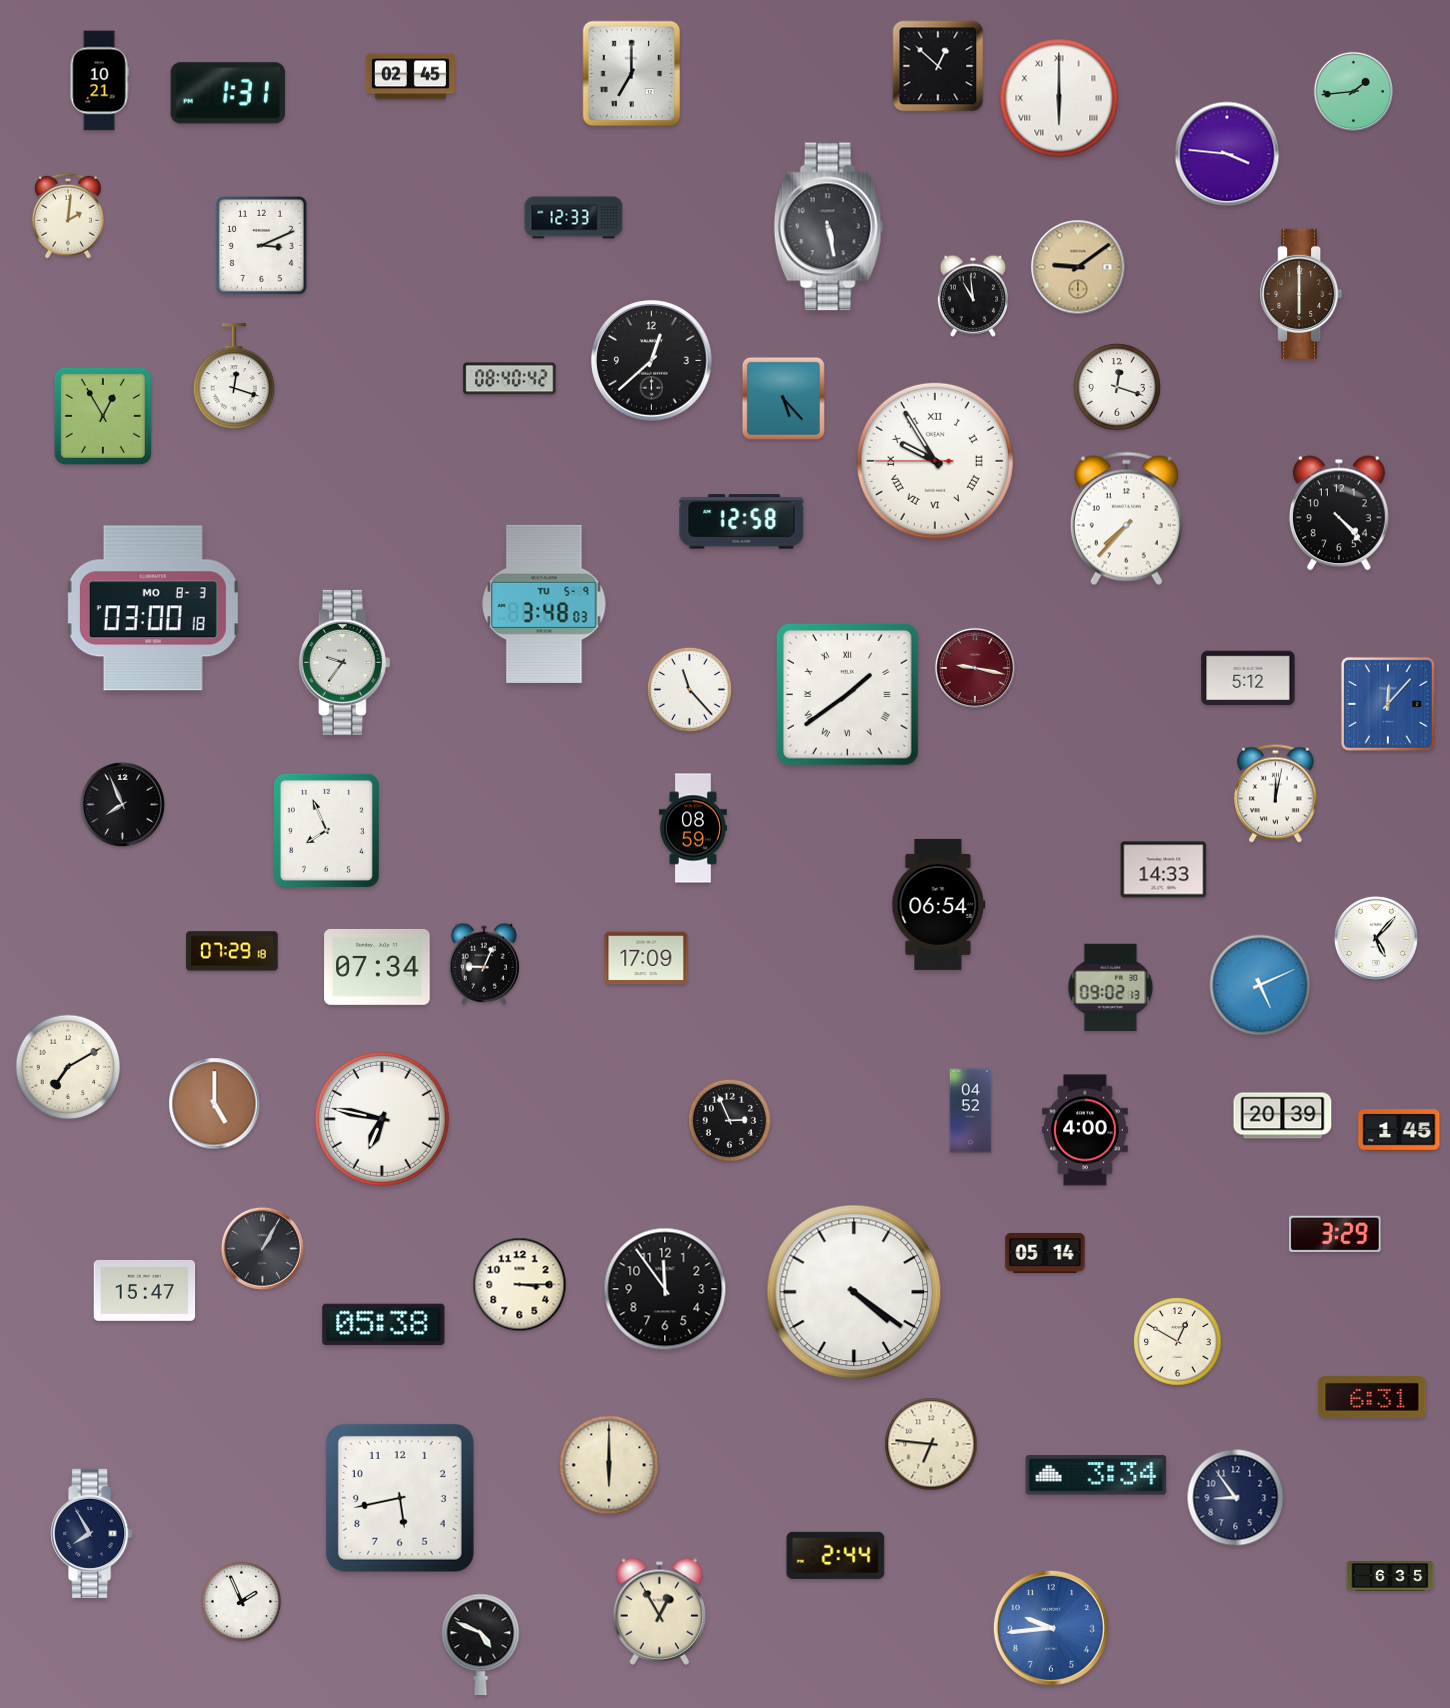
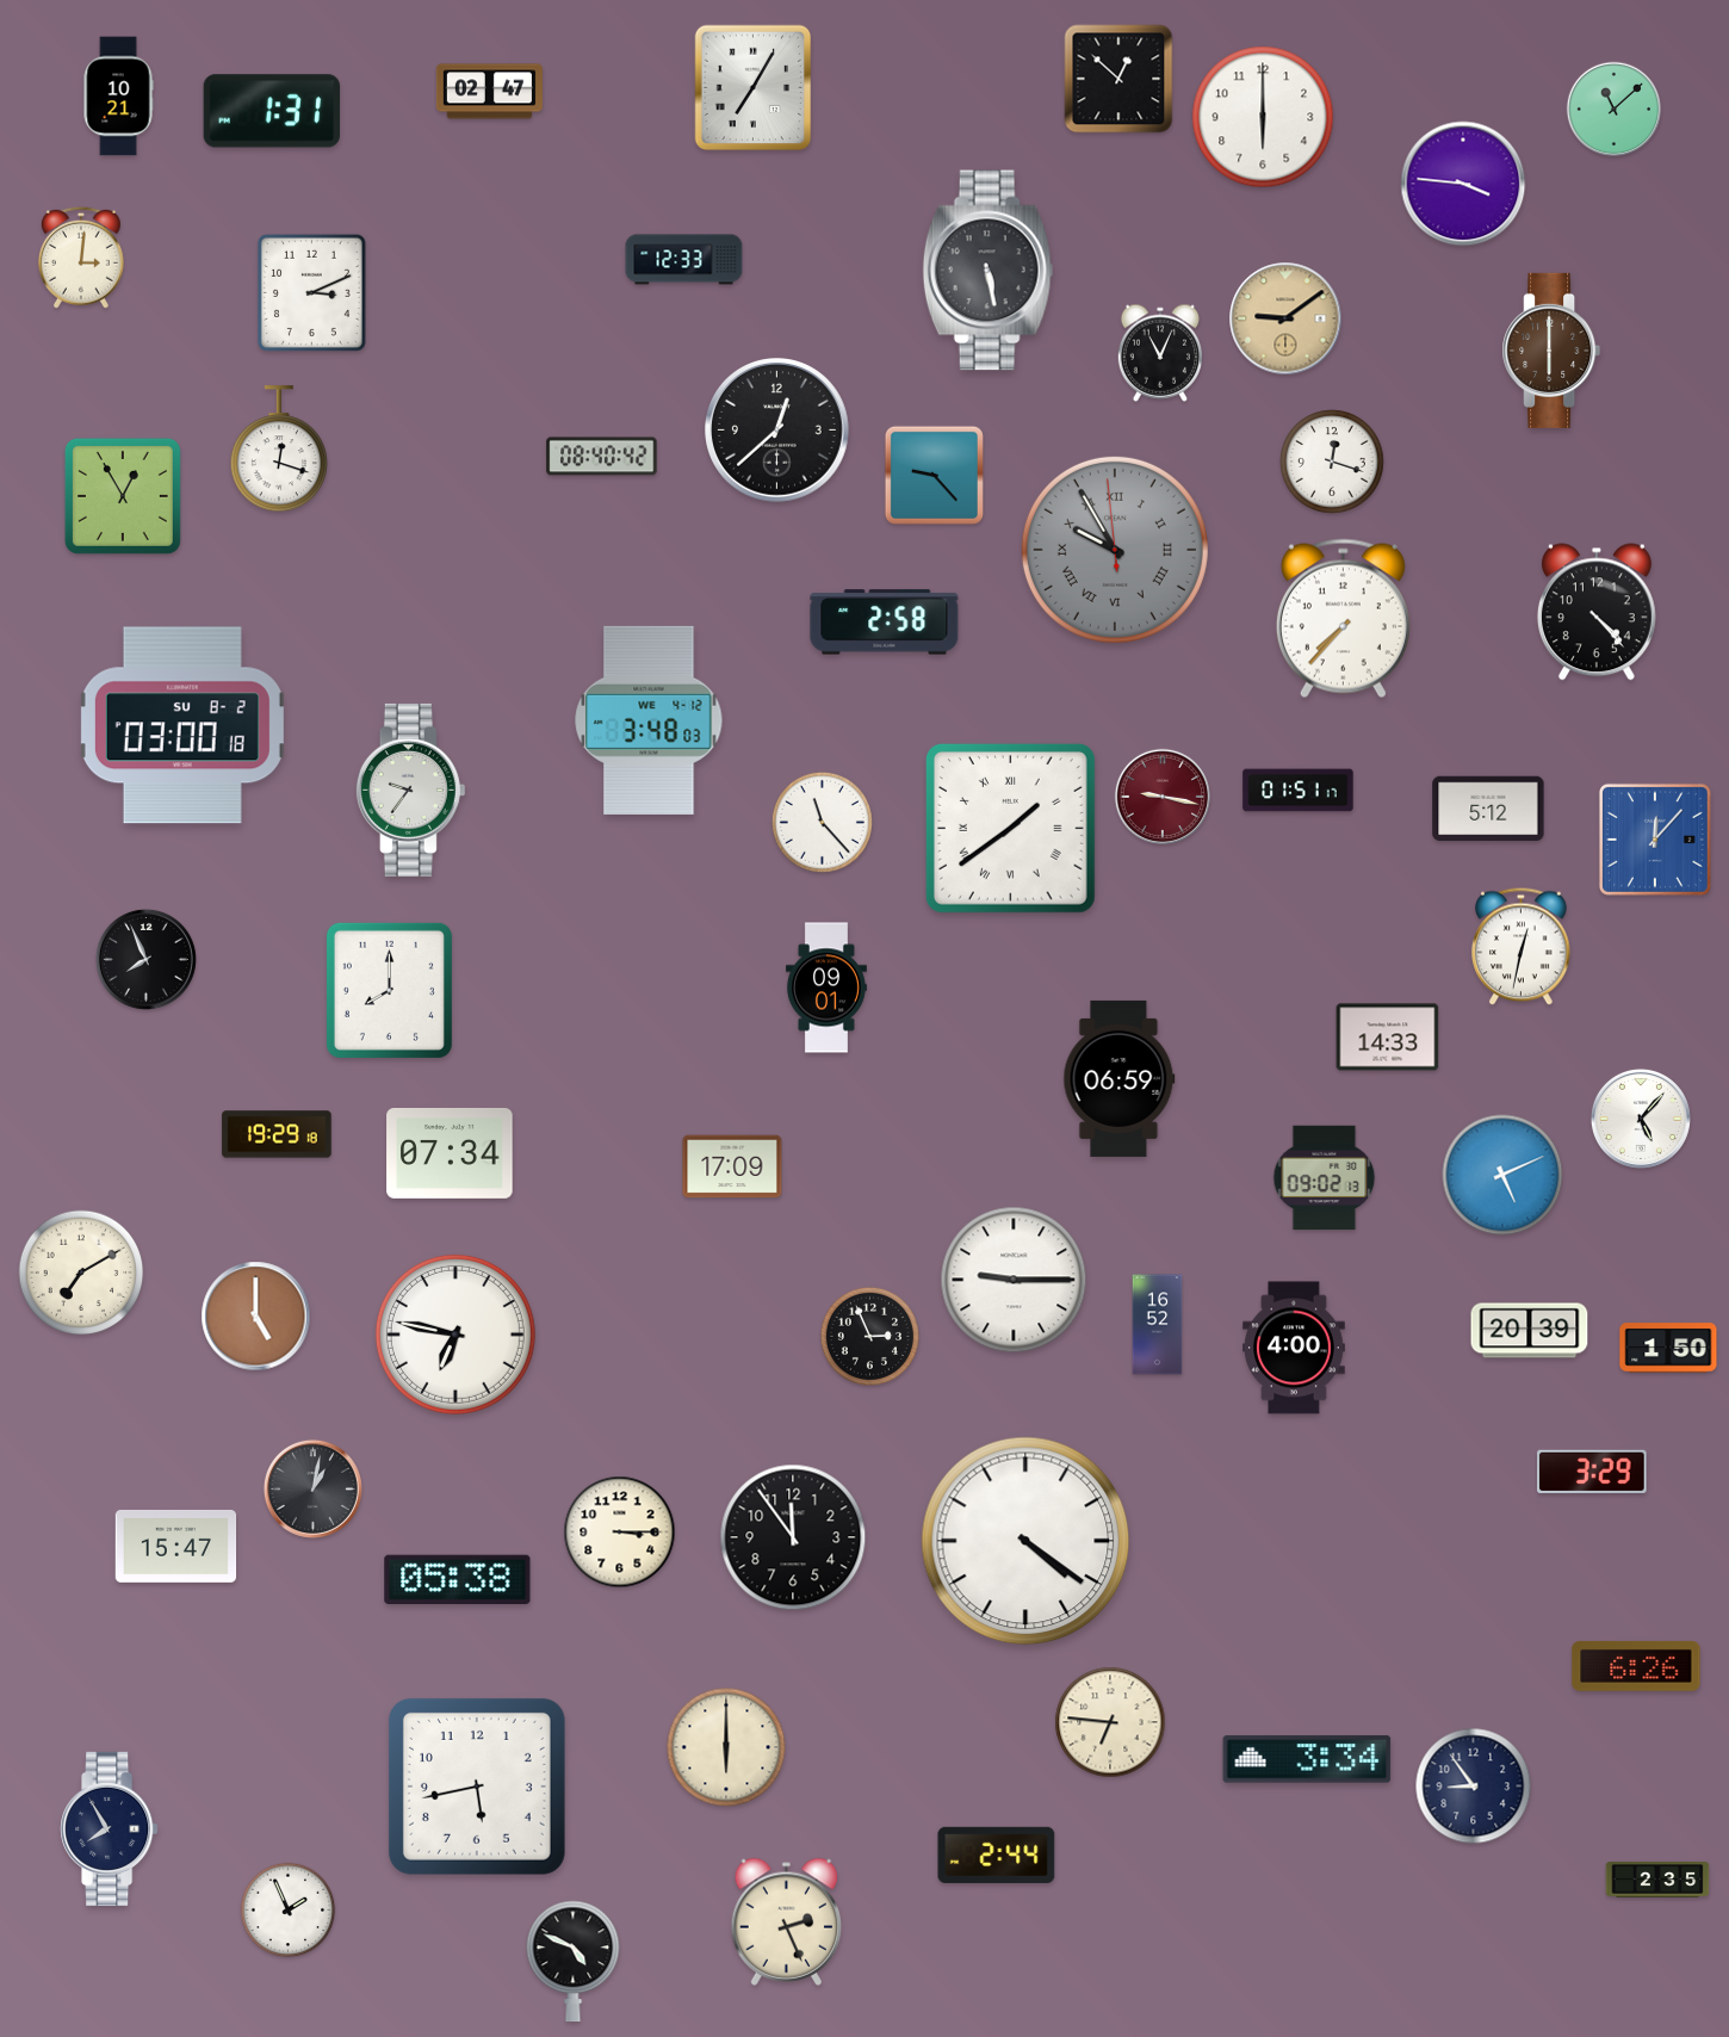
clock at (632, 74): 7:00 -> 7:05
clock at (410, 77): 02:45 -> 02:47
clock at (1354, 92): 1:44 -> 11:08
clock at (1059, 98) numerals: Roman -> Arabic
clock at (68, 216): 2:01 -> 3:01
clock at (972, 296): 10:59 -> 11:04
clock at (510, 379) position: (510, 379) -> (602, 457)
clock at (783, 398): 5:23 -> 9:23
clock at (935, 461): 9:54:45 -> 9:54:59
clock at (935, 461) dial: white -> grey
clock at (742, 522): 12:58 -> 2:58
clock at (544, 604) date: TU 5-9 -> WE 4-12
clock at (153, 608) date: MO 8-3 -> SU 8-2
clock at (1299, 791): none -> 01:51
clock at (1276, 794): 12:02 -> 12:32
clock at (693, 828): 08:59 -> 09:01
clock at (326, 830): 7:56 -> 8:00
clock at (939, 904): 06:54 -> 06:59
clock at (232, 951): 07:29 -> 19:29
clock at (646, 958) position: (646, 958) -> (732, 1166)
clock at (483, 964): 9:04 -> none
clock at (1014, 1280): none -> 9:15
clock at (971, 1111): 04:52 -> 16:52
clock at (1399, 1130): 1:45 -> 1:50
clock at (262, 1248): 1:05 -> 1:02
clock at (1045, 1253): 05:14 -> none
clock at (145, 1290) position: (145, 1290) -> (176, 1546)
clock at (854, 1292) position: (854, 1292) -> (1025, 1541)
clock at (1178, 1342): 12:50 -> none
clock at (1372, 1397): 6:31 -> 6:26
clock at (1390, 1577): 6:35 -> 2:35
clock at (660, 1611): 12:55 -> 2:26
clock at (1051, 1628): 9:44 -> none
